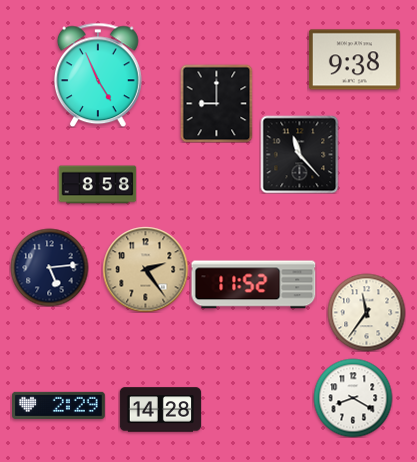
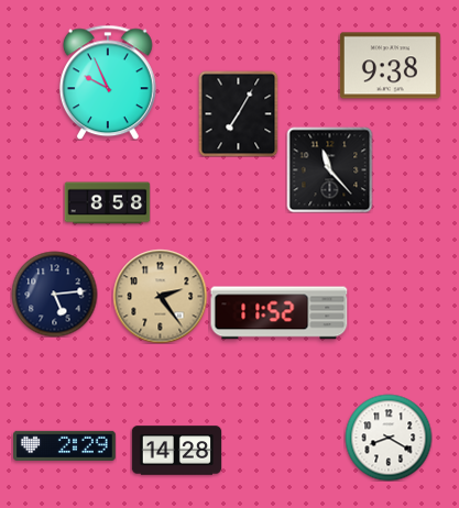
clock at (98, 75): 4:56 -> 9:56
clock at (217, 103): 9:00 -> 7:05
clock at (366, 312): 11:36 -> none
